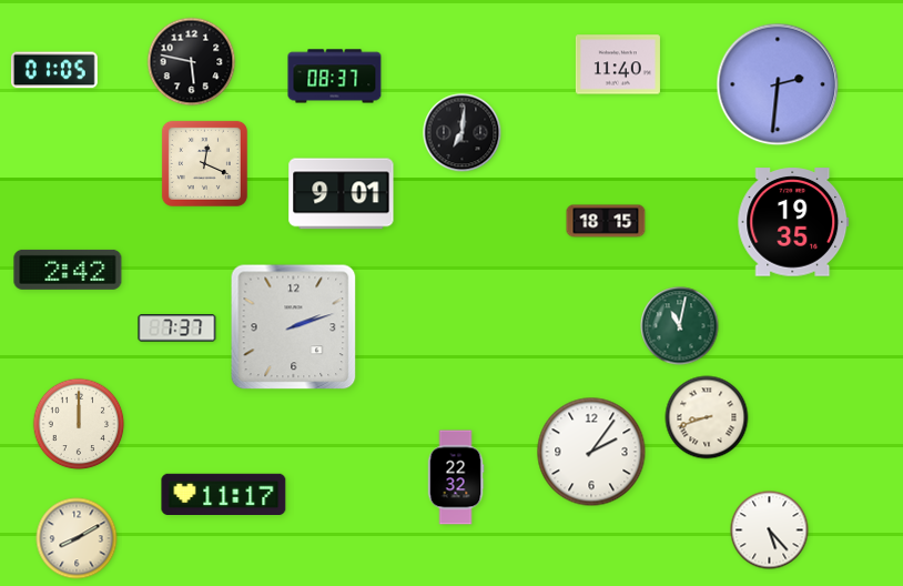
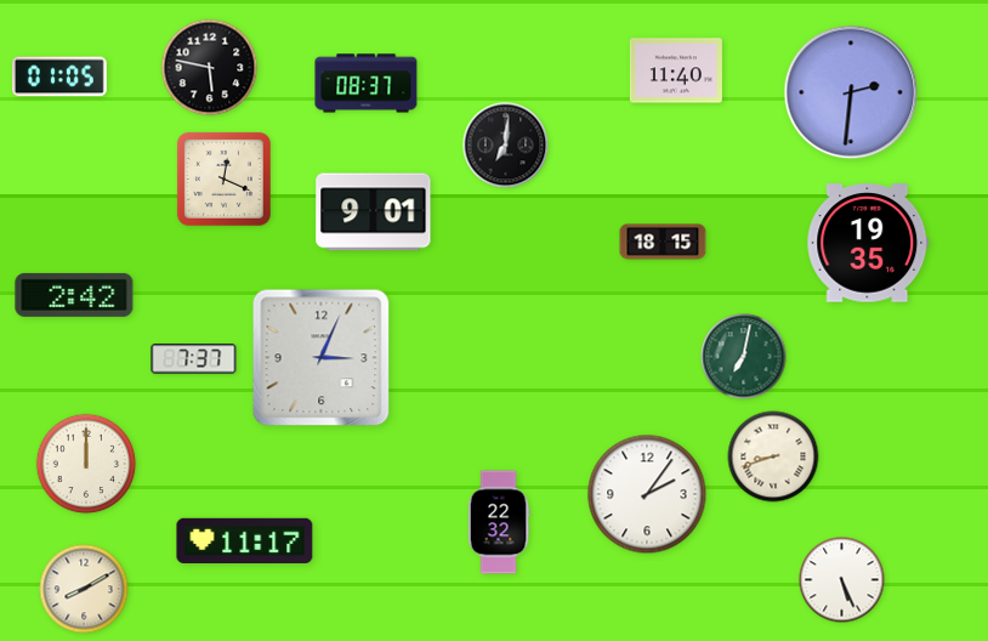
clock at (680, 326): 11:02 -> 7:02
clock at (294, 327): 2:12 -> 3:04
clock at (770, 531): 5:23 -> 5:26
